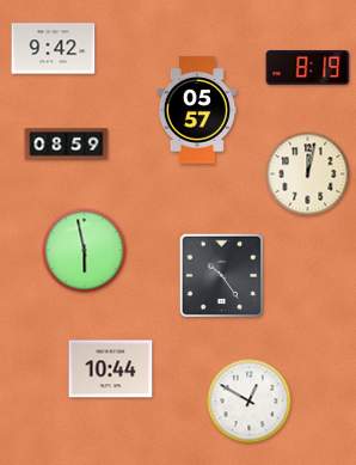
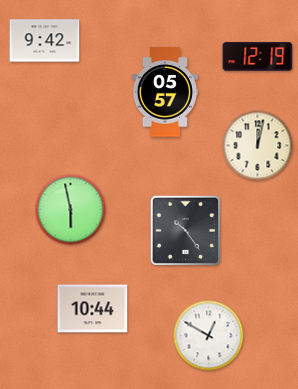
clock at (308, 68): 8:19 -> 12:19
clock at (67, 145): 08:59 -> none
